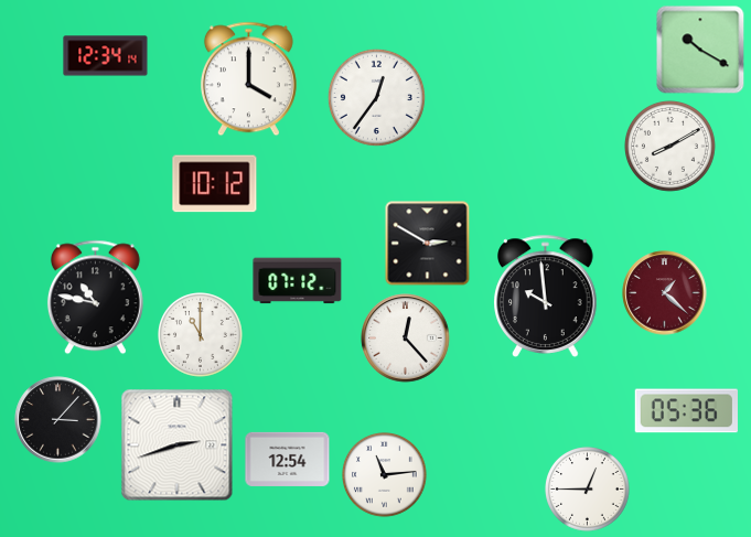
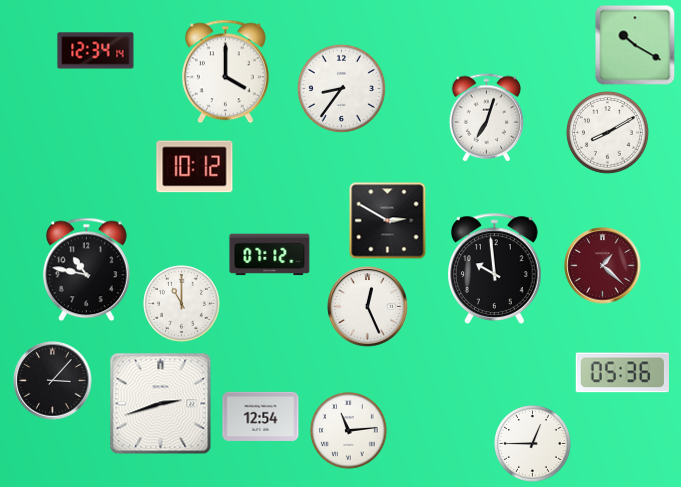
clock at (376, 97): 12:36 -> 8:36
clock at (487, 118): none -> 7:03
clock at (406, 339): 12:23 -> 12:26
